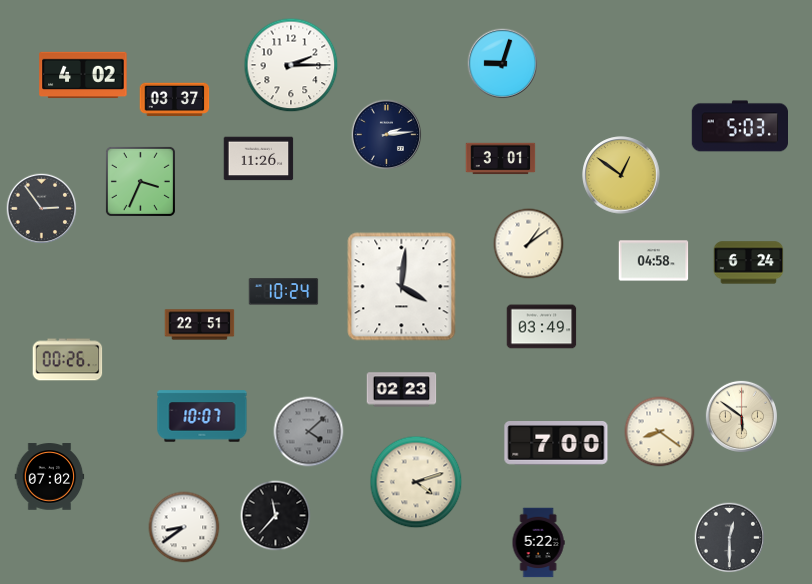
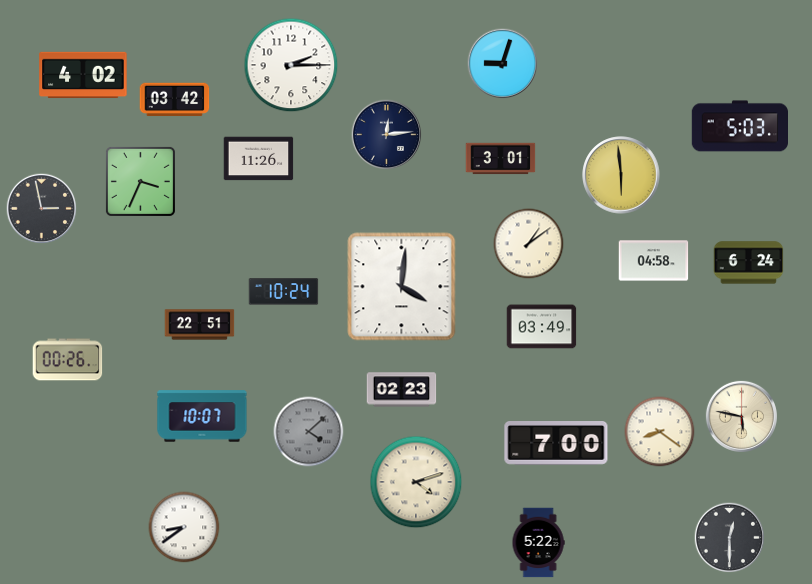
clock at (175, 100): 03:37 -> 03:42
clock at (387, 135): 2:14 -> 12:14
clock at (621, 175): 12:51 -> 5:59
clock at (42, 209): 2:54 -> 2:58
clock at (741, 416): 5:51 -> 5:47
clock at (50, 477): 07:02 -> none
clock at (276, 516): 11:37 -> none
